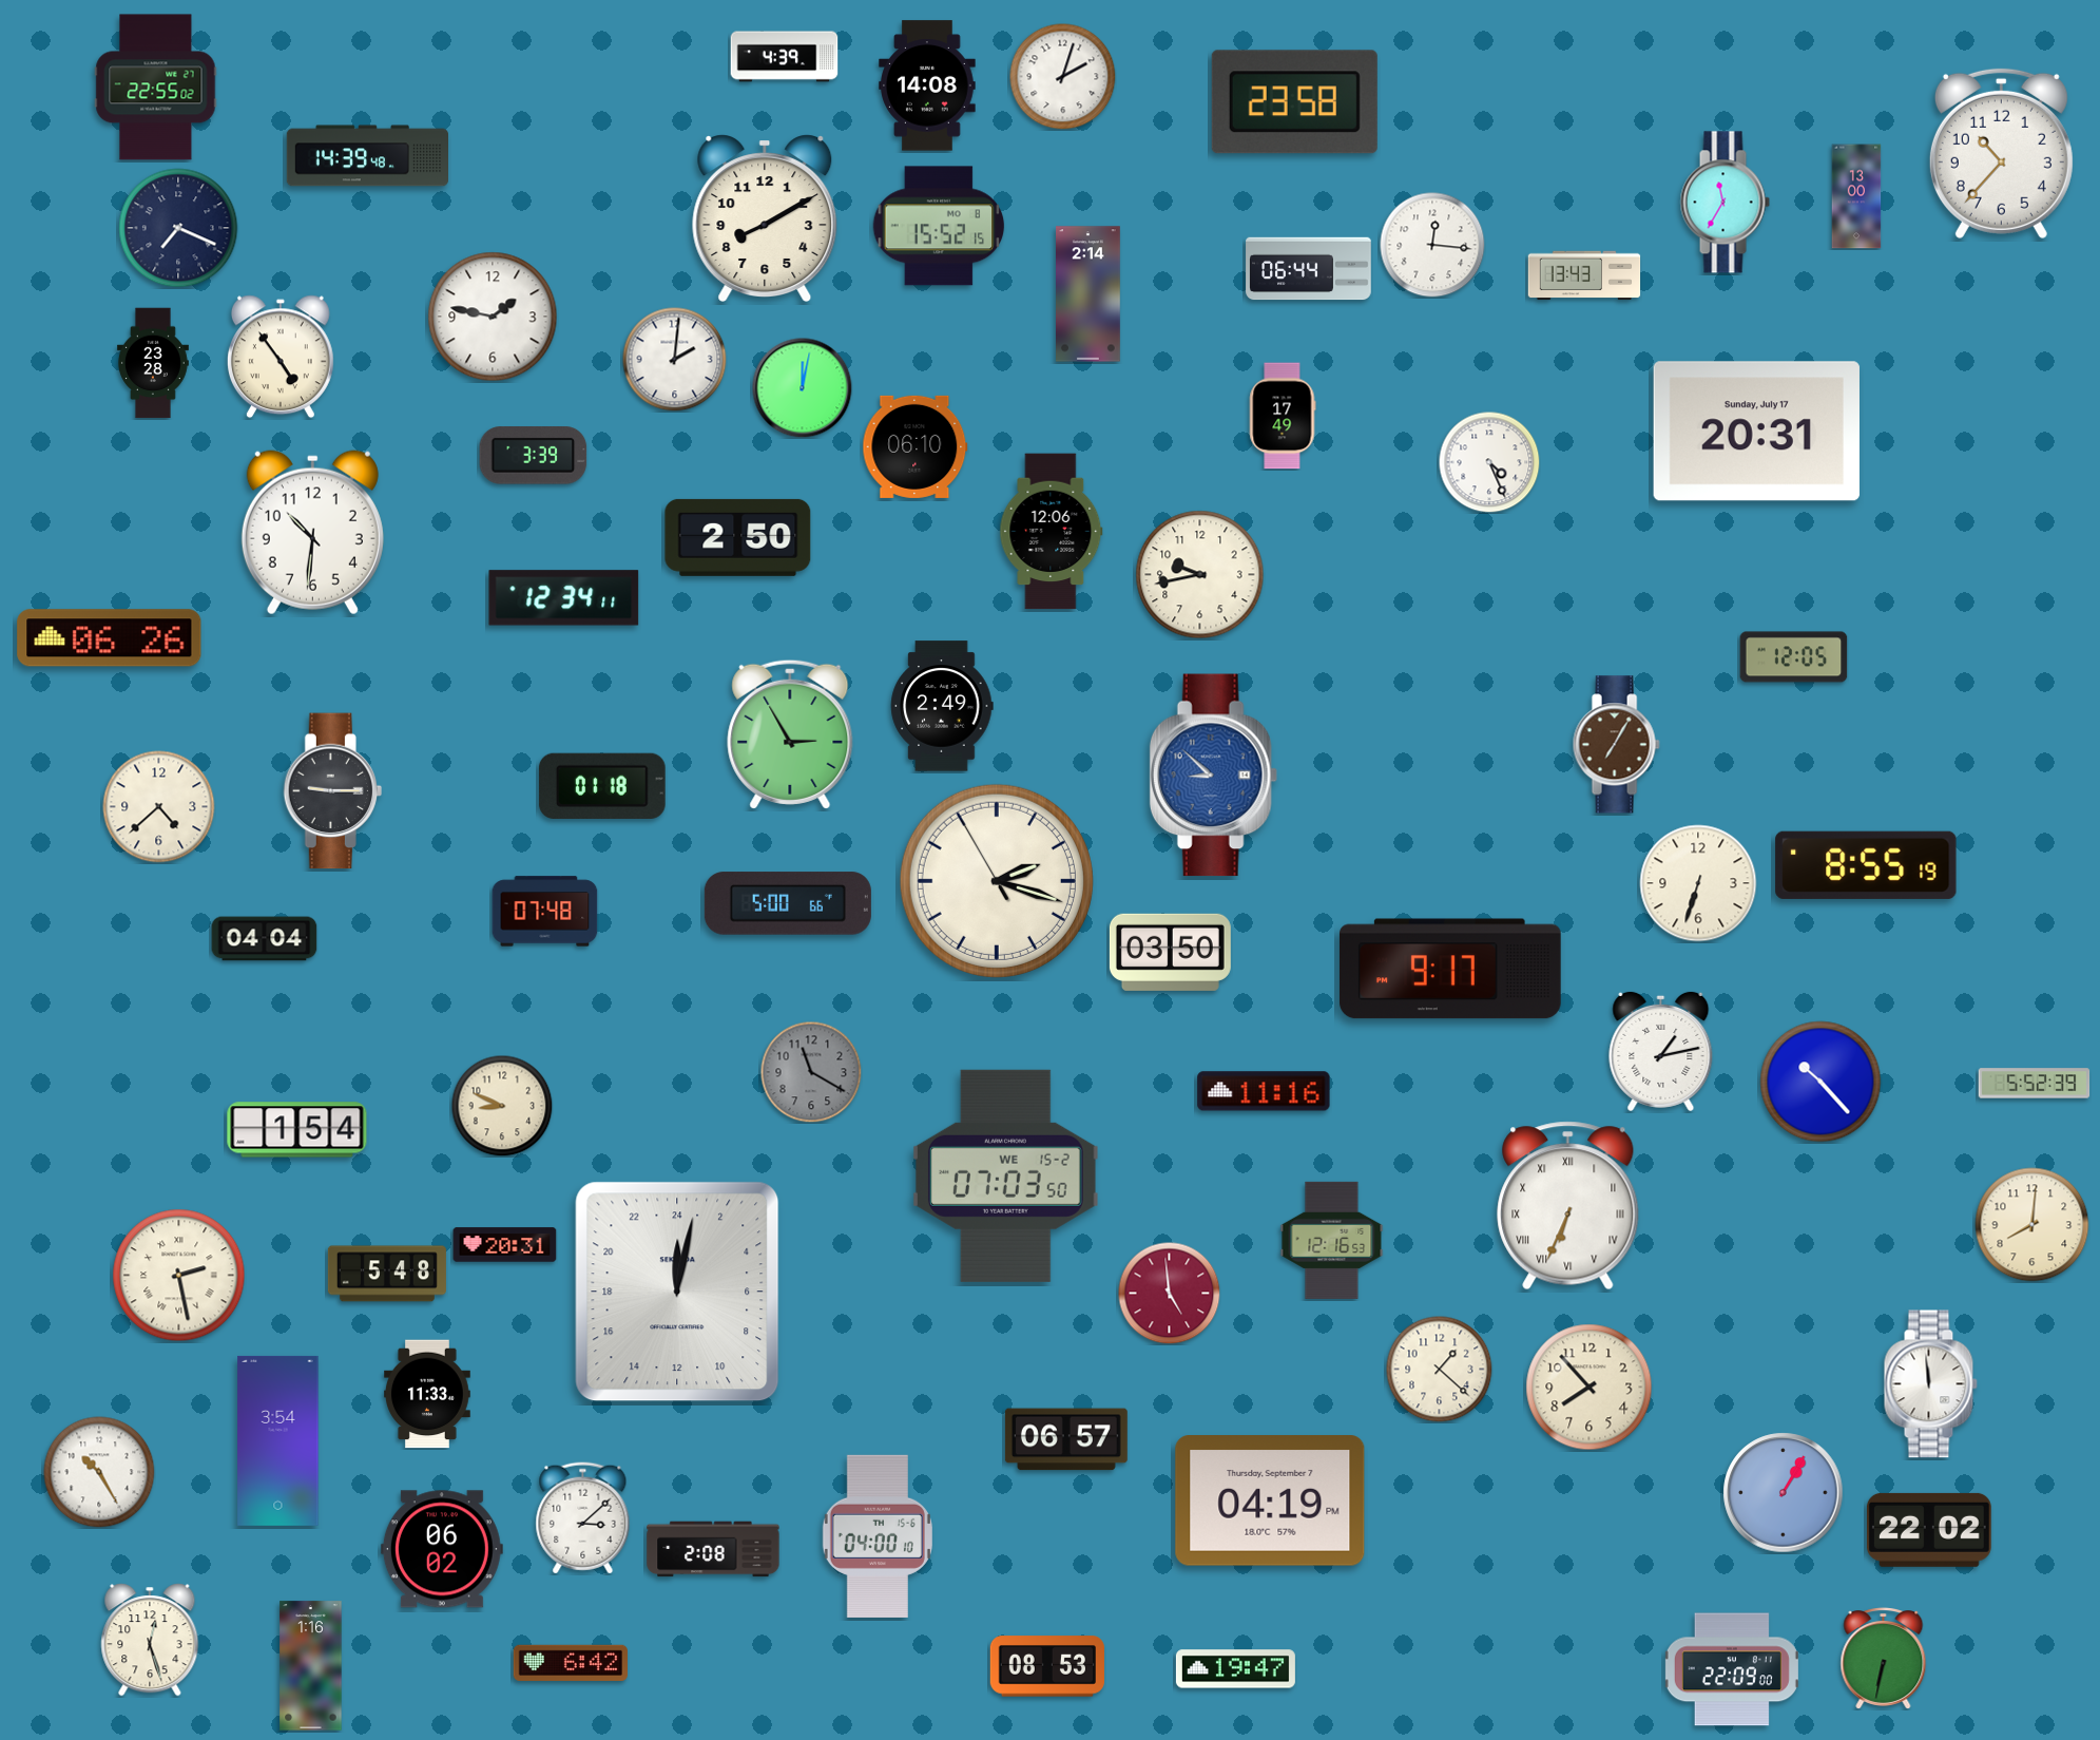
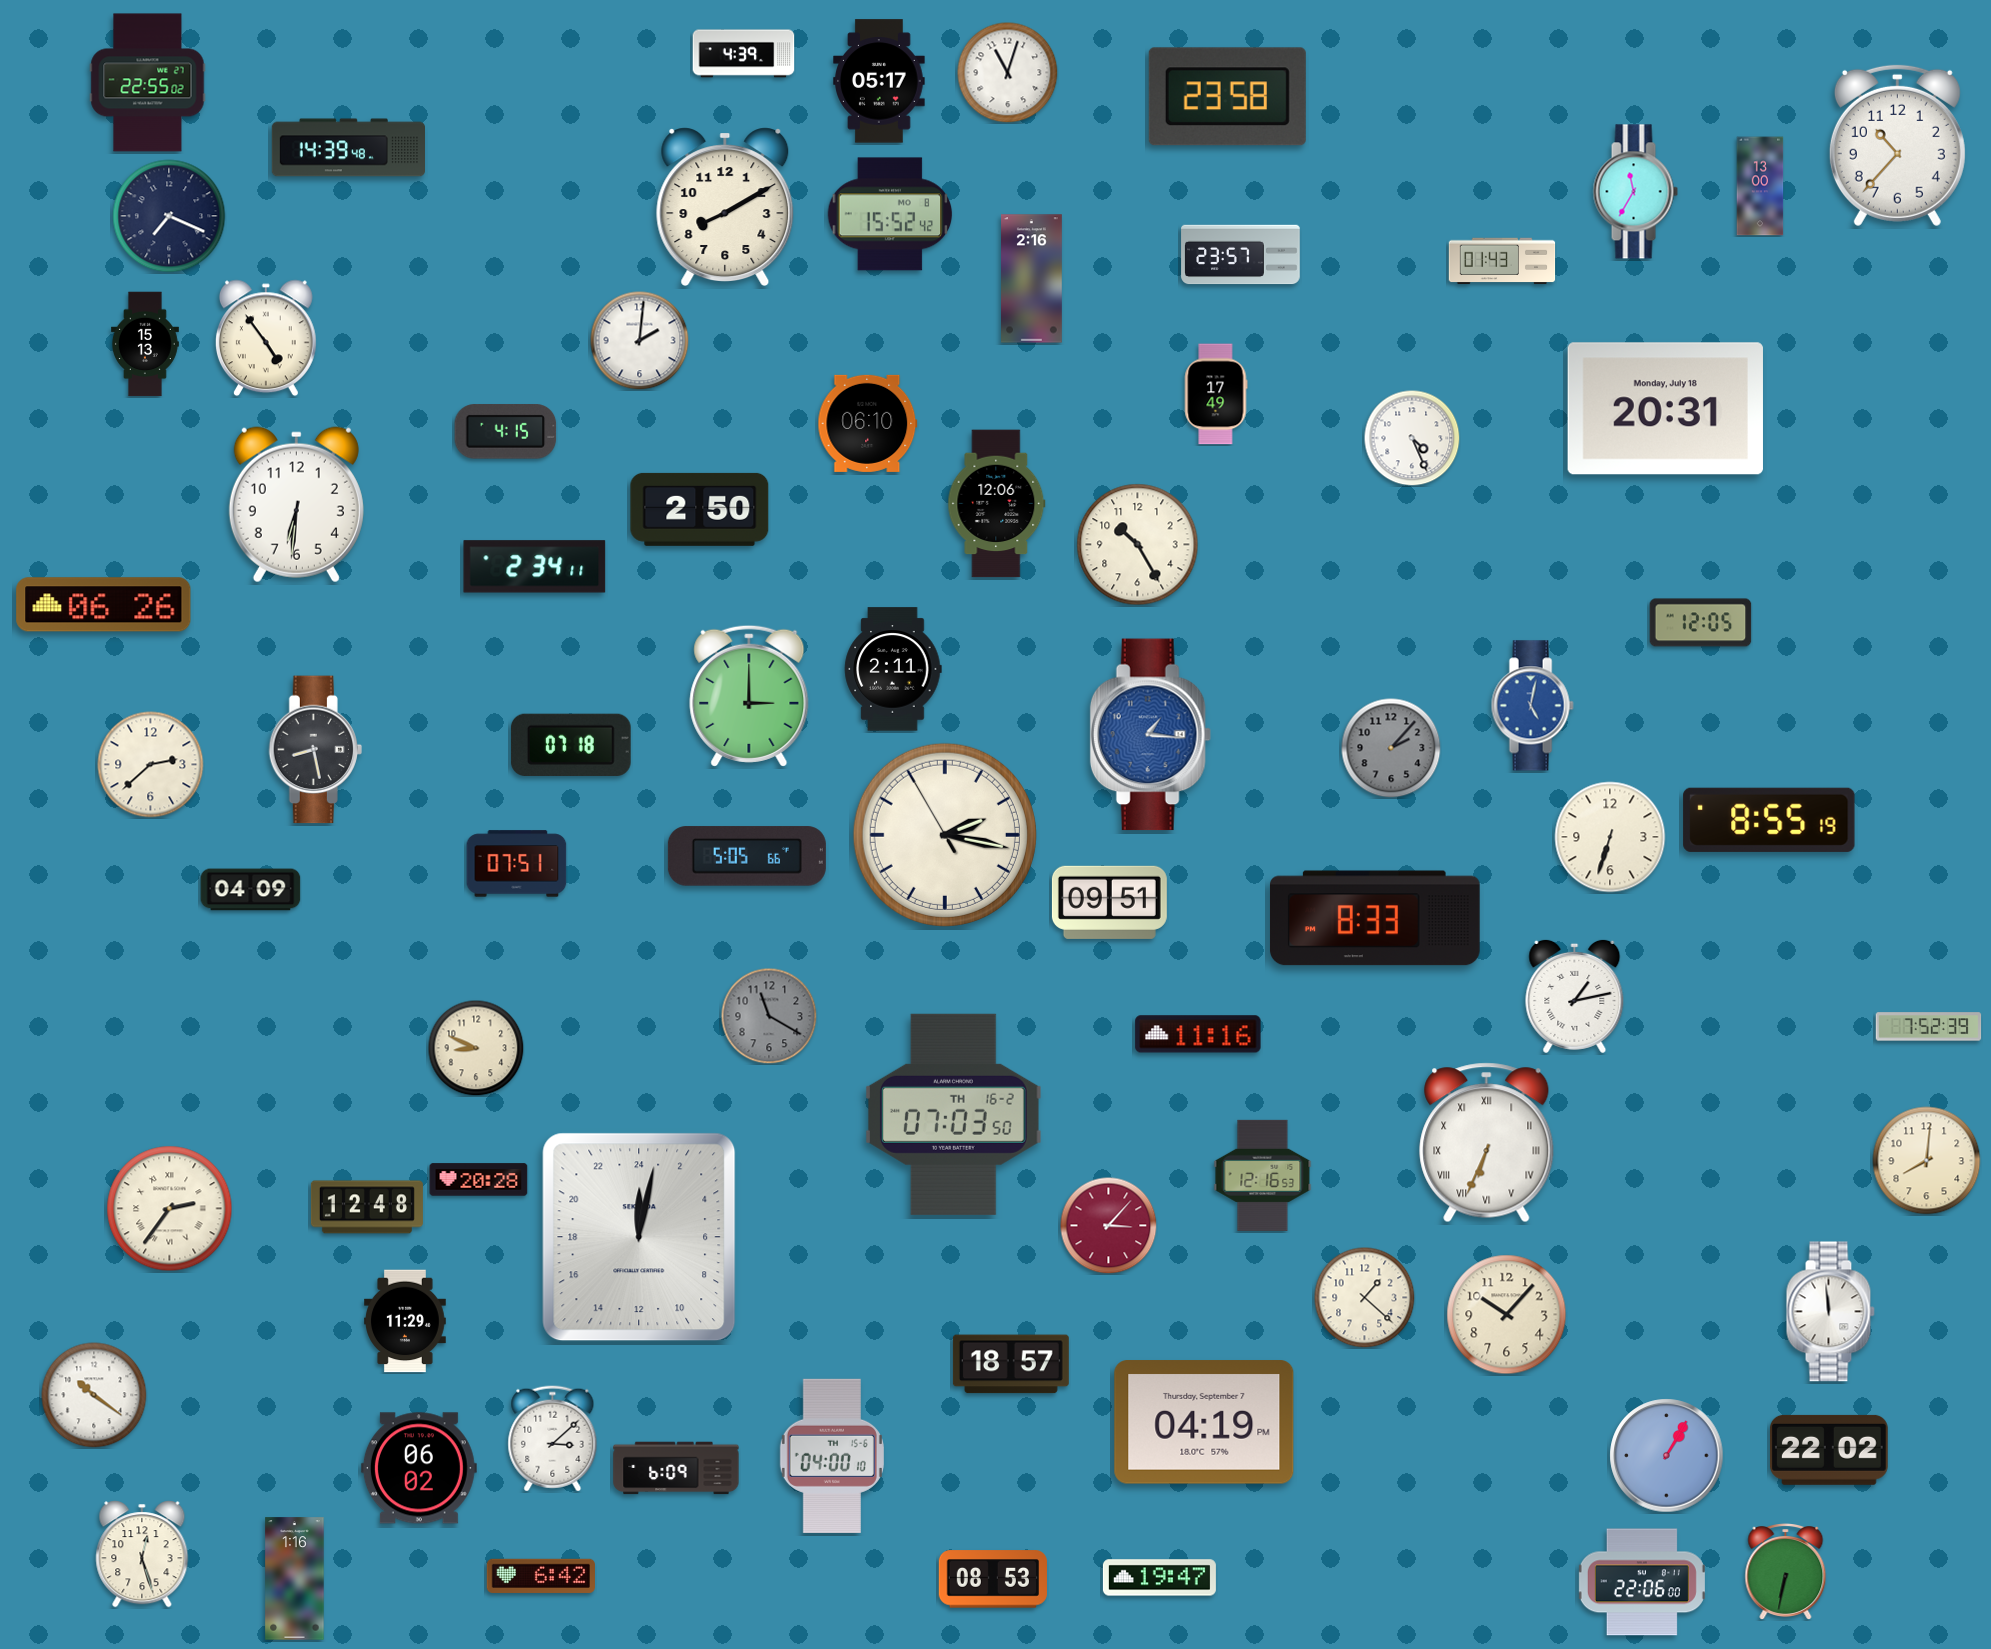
clock at (1063, 77): 2:03 -> 11:03
clock at (927, 85): 14:08 -> 05:17
clock at (939, 226): 15:52:15 -> 15:52:42
clock at (1432, 245): 12:16 -> none
clock at (1309, 269): 06:44 -> 23:57
clock at (1584, 275): 13:43 -> 01:43
clock at (1088, 294): 2:14 -> 2:16
clock at (493, 317): 1:47 -> none
clock at (153, 363): 23:28 -> 15:13
clock at (802, 387): 12:02 -> none
clock at (1756, 432) date: Sunday, July 17 -> Monday, July 18
clock at (534, 456): 3:39 -> 4:15
clock at (312, 533): 10:31 -> 6:31
clock at (1200, 575): 9:43 -> 10:25
clock at (564, 598): 12:34 -> 2:34
clock at (942, 706): 2:49 -> 2:11
clock at (790, 734): 2:55 -> 3:00
clock at (1616, 745): 7:05 -> 5:02
clock at (1616, 745) dial: brown -> blue
clock at (1213, 776): 8:52 -> 1:16
clock at (602, 786): 01:18 -> 07:18
clock at (1391, 748): none -> 2:07
clock at (332, 791): 9:15 -> 8:28
clock at (159, 807): 4:38 -> 2:38
clock at (997, 881): 2:17 -> 2:16
clock at (788, 903): 5:00 -> 5:05
clock at (545, 912): 07:48 -> 07:51
clock at (265, 939): 04:04 -> 04:09
clock at (1170, 952): 03:50 -> 09:51
clock at (1450, 969): 9:17 -> 8:33
clock at (1820, 1082): 10:23 -> none
clock at (2035, 1084): 5:52 -> 7:52
clock at (297, 1130): 1:54 -> none
clock at (1005, 1175) date: WE 15-2 -> TH 16-2
clock at (505, 1245): 20:31 -> 20:28
clock at (387, 1274): 5:48 -> 12:48
clock at (179, 1276): 2:28 -> 2:36
clock at (677, 1292) position: (677, 1292) -> (639, 1237)
clock at (1169, 1293): 4:59 -> 3:07
clock at (1590, 1388): 7:53 -> 10:07
clock at (428, 1394): 11:33 -> 11:29
clock at (1066, 1439): 06:57 -> 18:57
clock at (278, 1440): 3:54 -> none
clock at (99, 1472): 10:25 -> 10:21
clock at (1784, 1493) position: (1784, 1493) -> (1667, 1456)
clock at (713, 1549): 2:08 -> 6:09
clock at (1235, 1669) position: (1235, 1669) -> (1159, 1578)
clock at (1732, 1669): 22:09 -> 22:06
